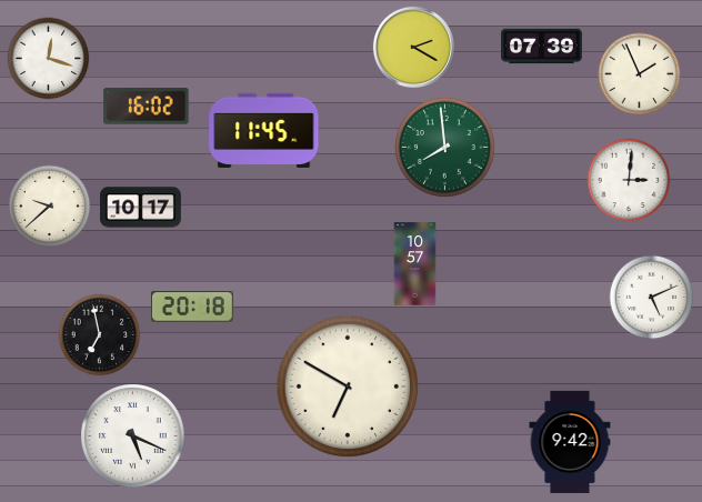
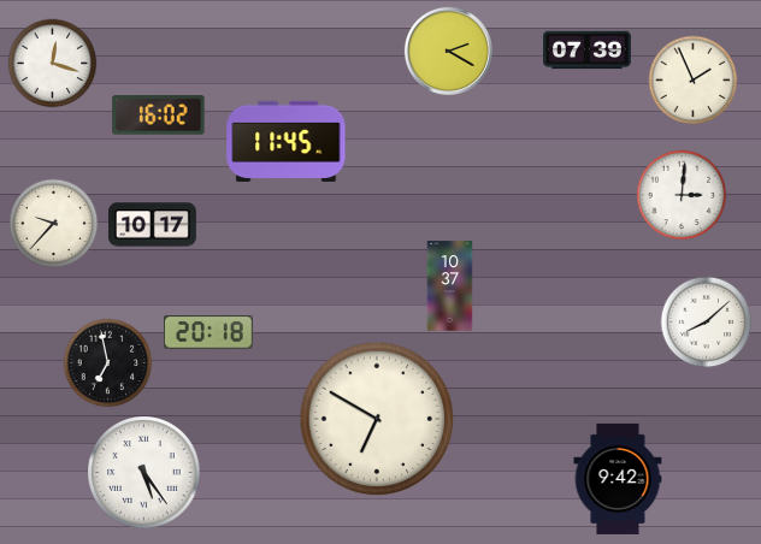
clock at (445, 148): 7:59 -> none
clock at (50, 207): 9:38 -> 9:37
clock at (415, 264): 10:57 -> 10:37
clock at (652, 298): 5:11 -> 8:08
clock at (133, 436): 5:19 -> 5:24
